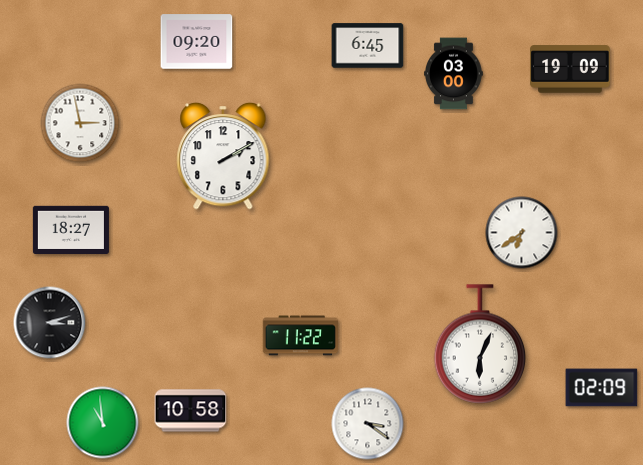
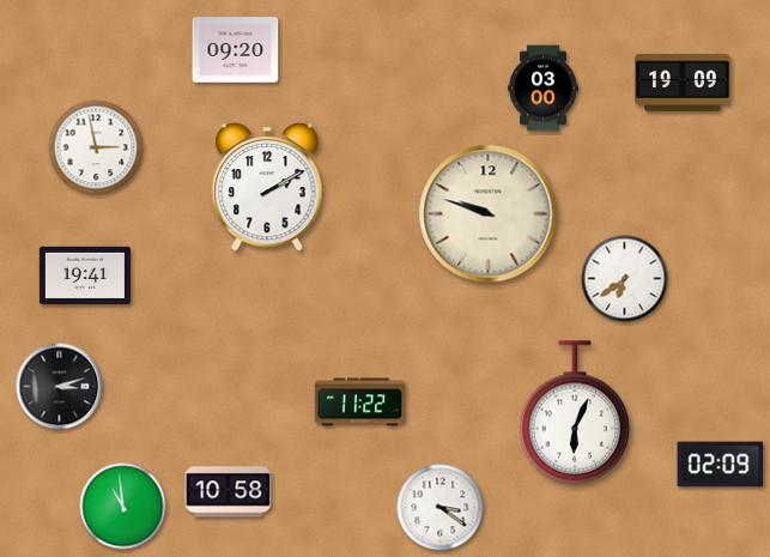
clock at (368, 46): 6:45 -> none
clock at (489, 214): none -> 9:48
clock at (71, 229): 18:27 -> 19:41
